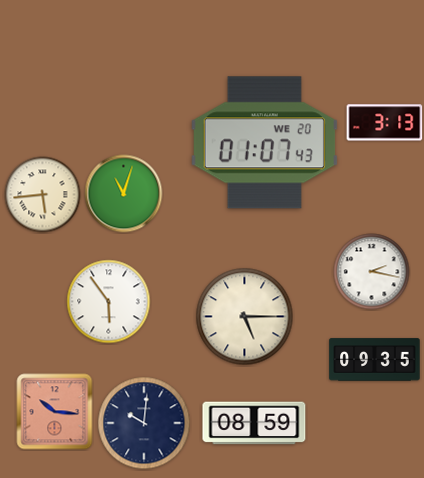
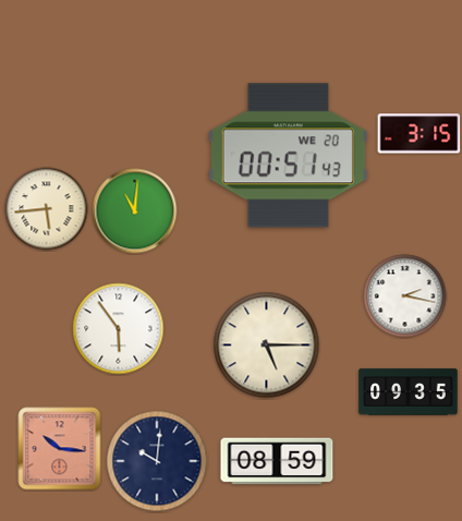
clock at (385, 123): 3:13 -> 3:15
clock at (264, 143): 01:07 -> 00:51
clock at (124, 194): 11:03 -> 11:01
clock at (43, 195) position: (43, 195) -> (47, 209)
